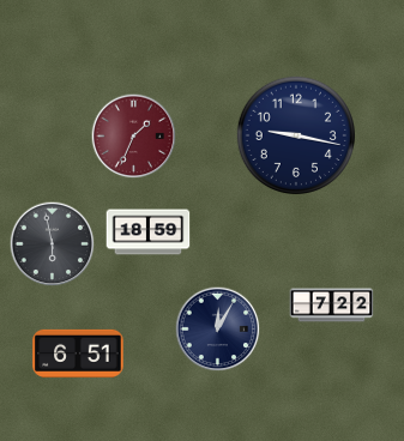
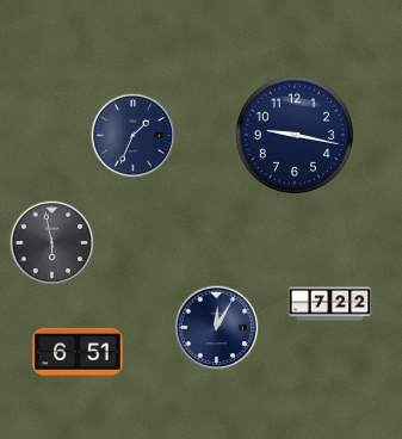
clock at (134, 137) dial: burgundy -> navy
clock at (149, 232): 18:59 -> none
